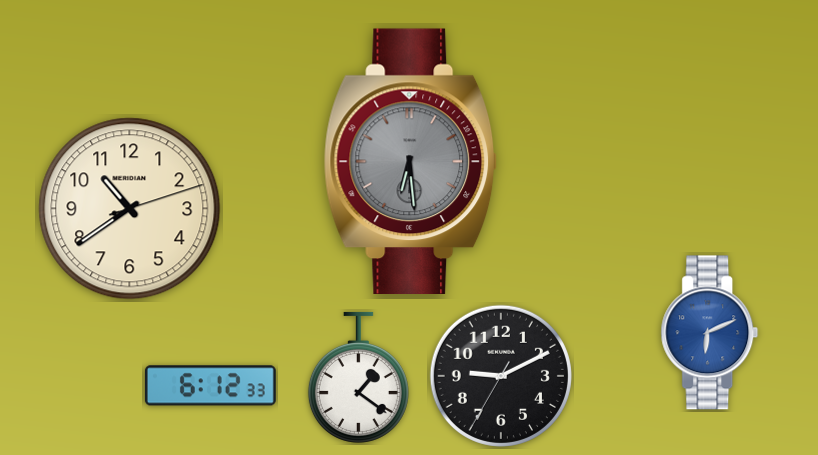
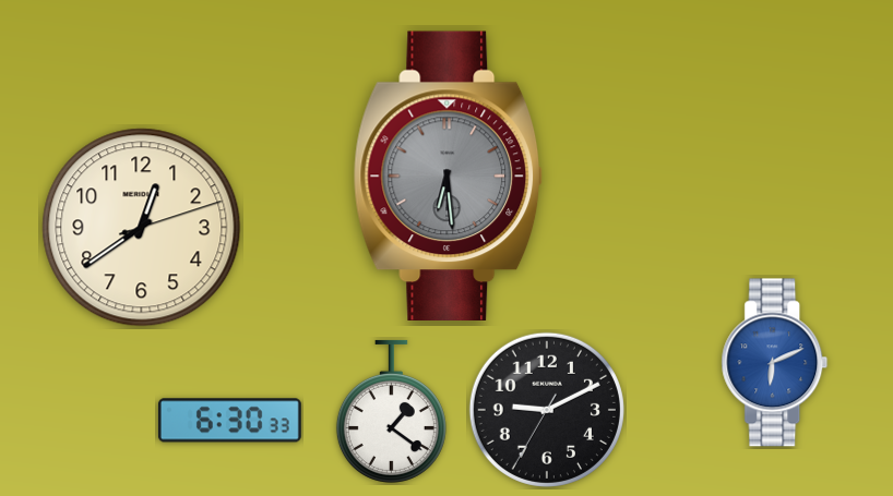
clock at (130, 209): 10:39 -> 12:39
clock at (210, 386): 6:12 -> 6:30
